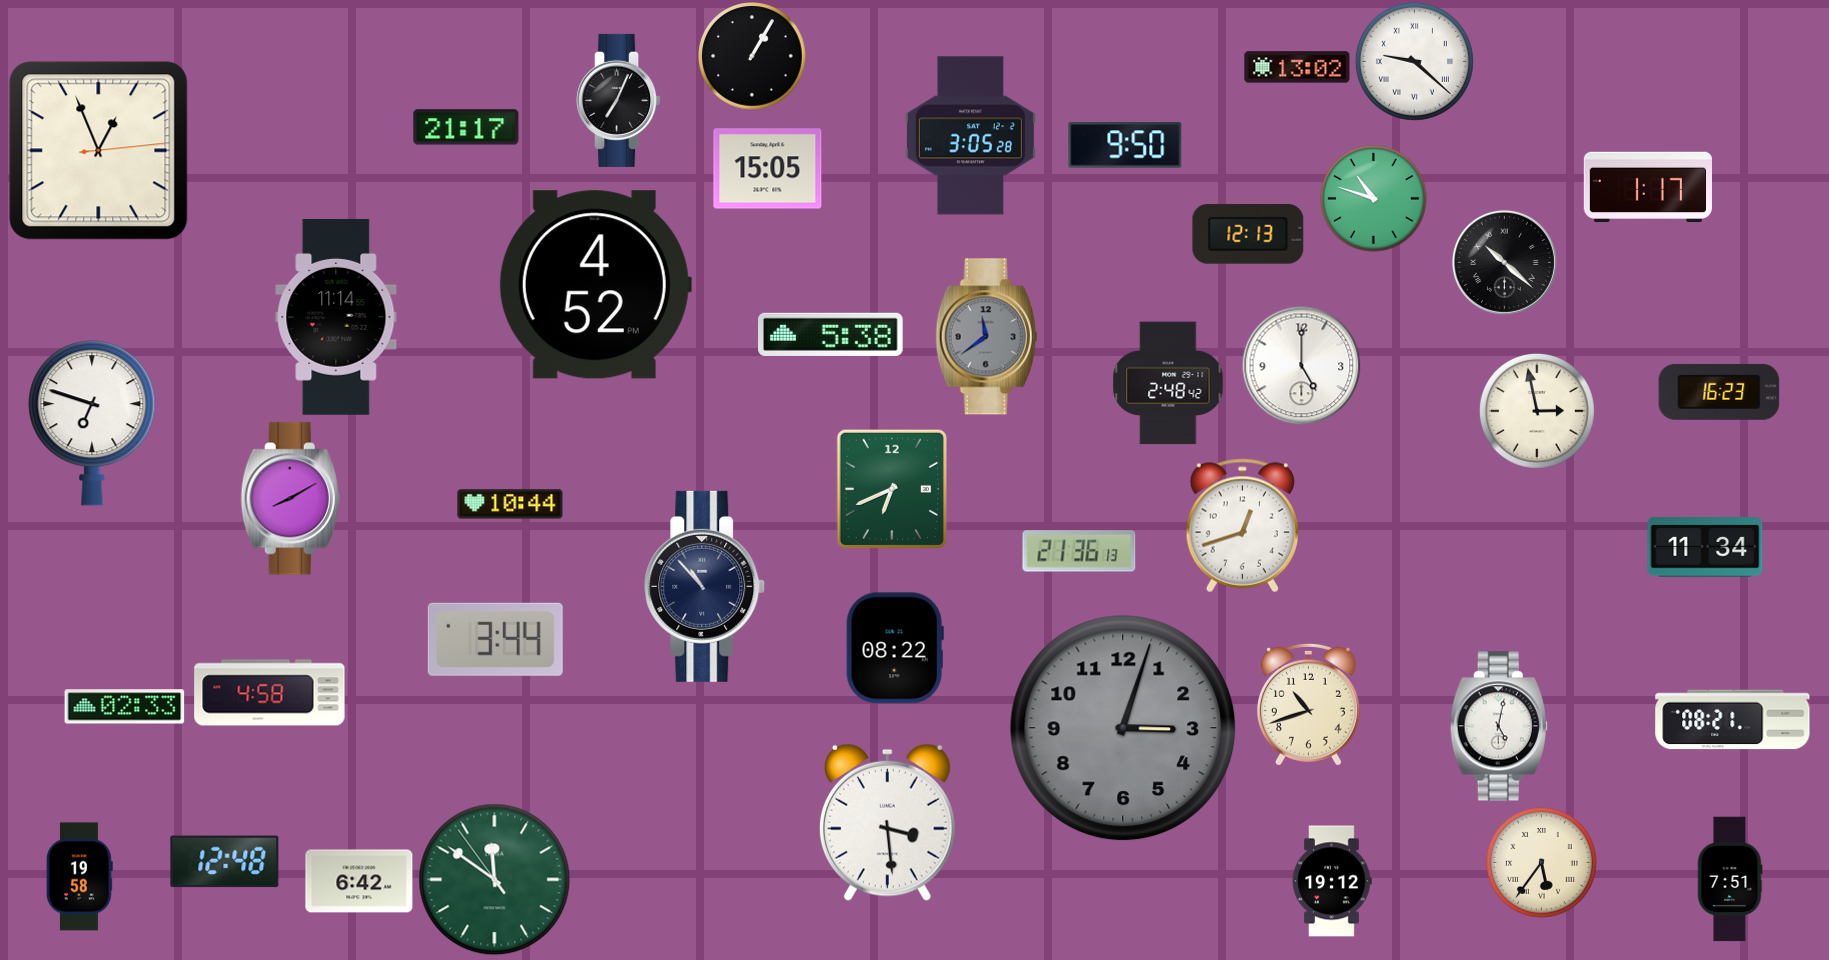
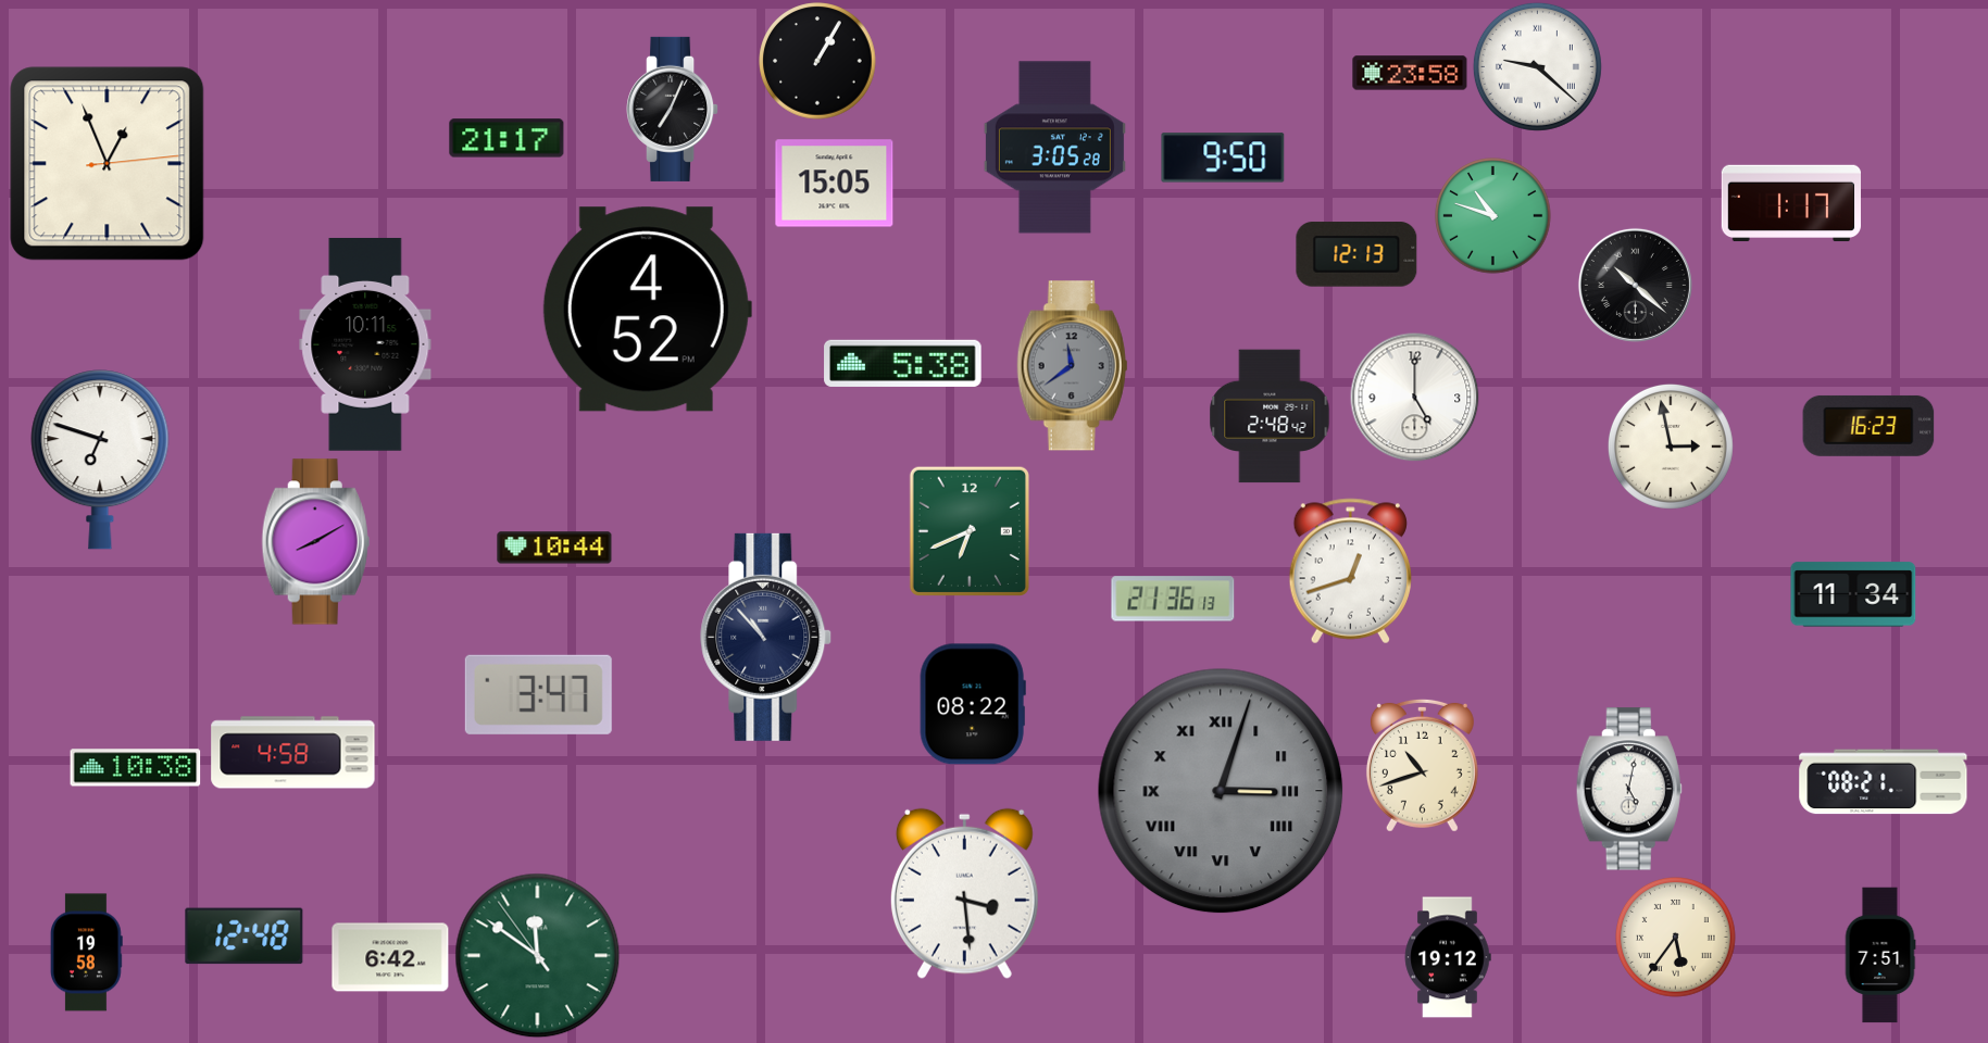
clock at (1297, 67): 13:02 -> 23:58
clock at (336, 317): 11:14 -> 10:11
clock at (495, 639): 3:44 -> 3:47
clock at (125, 707): 02:33 -> 10:38
clock at (1123, 728) numerals: Arabic -> Roman
